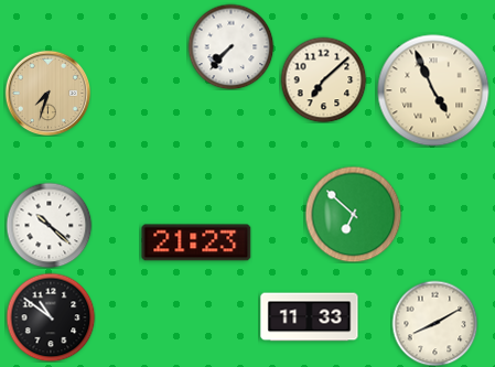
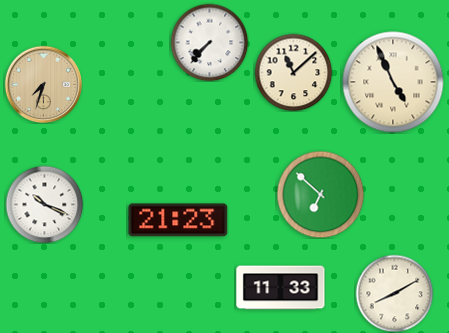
clock at (323, 79): 7:08 -> 11:08
clock at (49, 225): 10:22 -> 10:19
clock at (51, 317): 10:51 -> none
